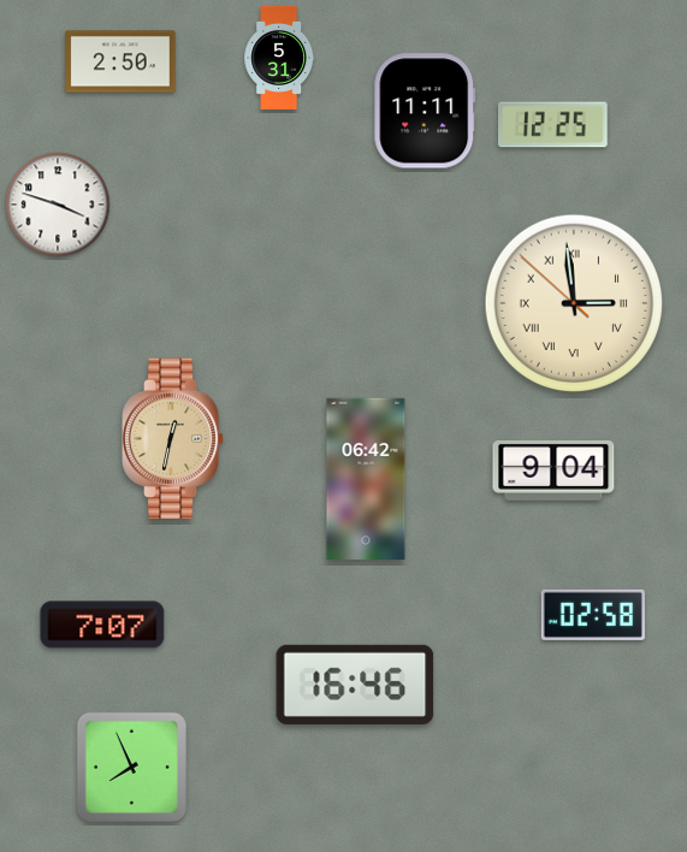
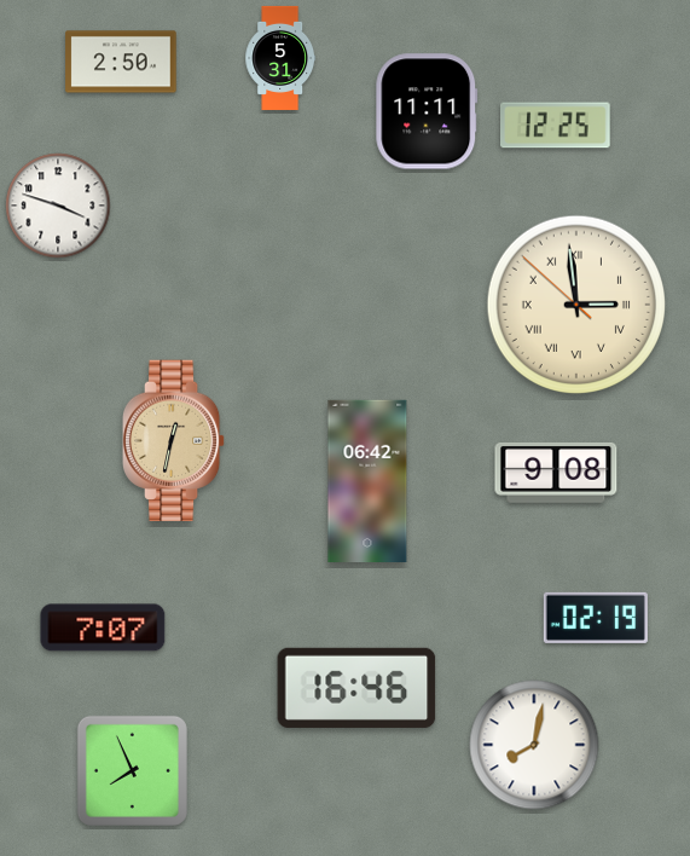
clock at (553, 471): 9:04 -> 9:08
clock at (593, 615): 02:58 -> 02:19
clock at (534, 745): none -> 8:02
